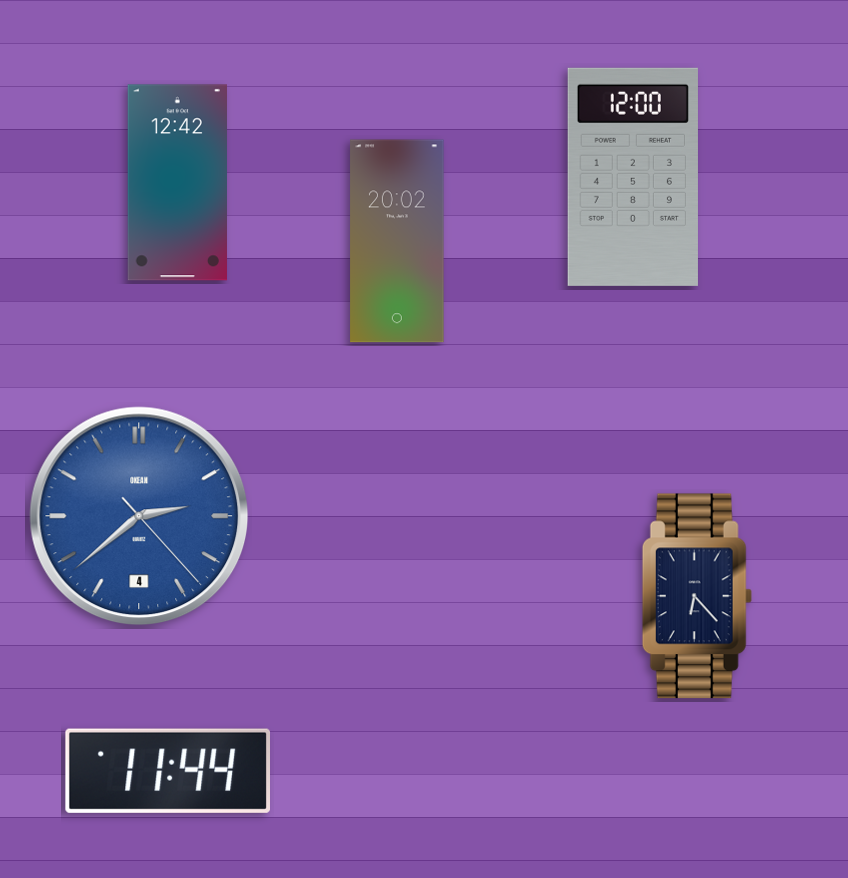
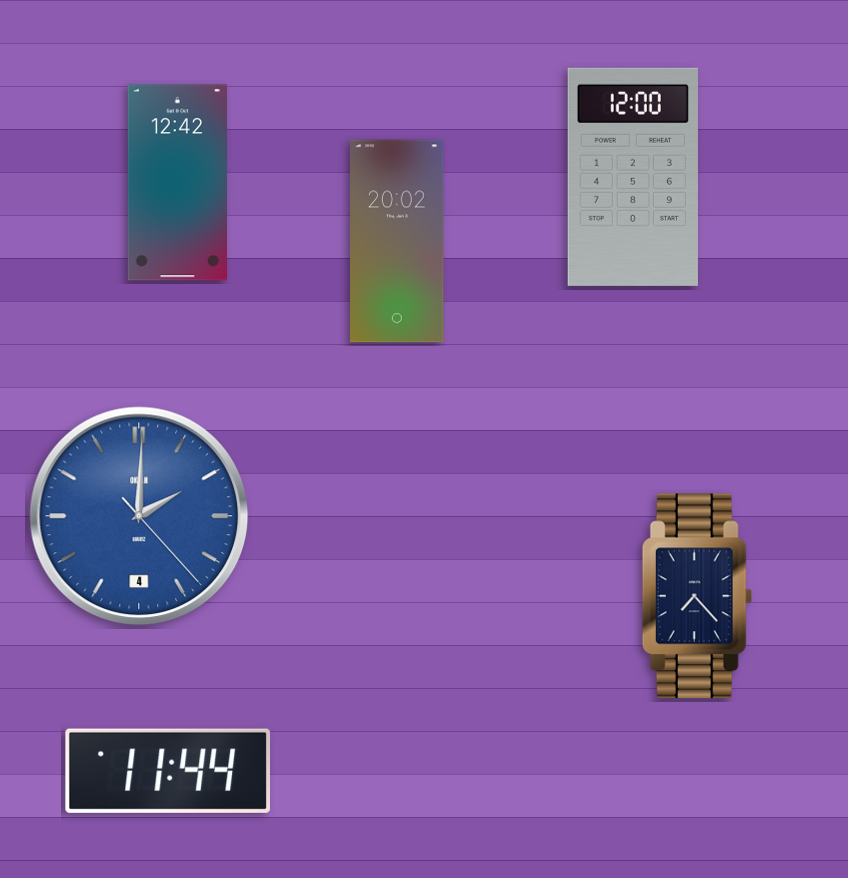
clock at (139, 516): 2:38 -> 2:00
clock at (697, 596): 6:23 -> 7:23
